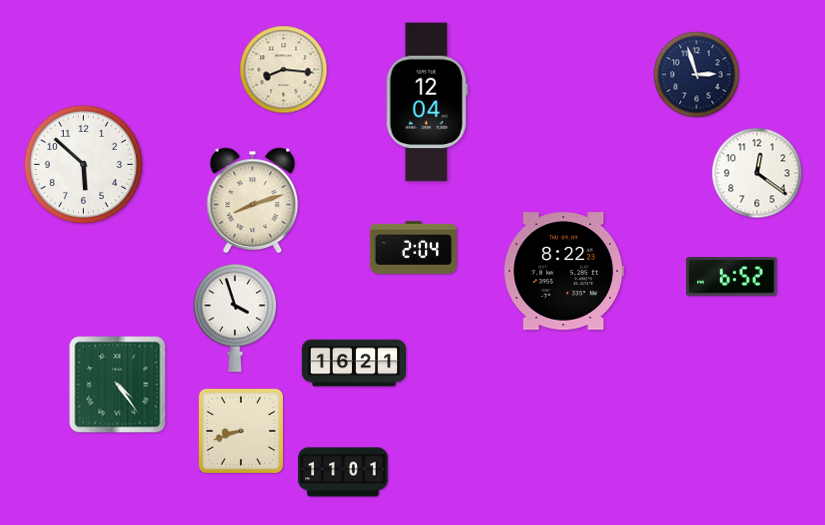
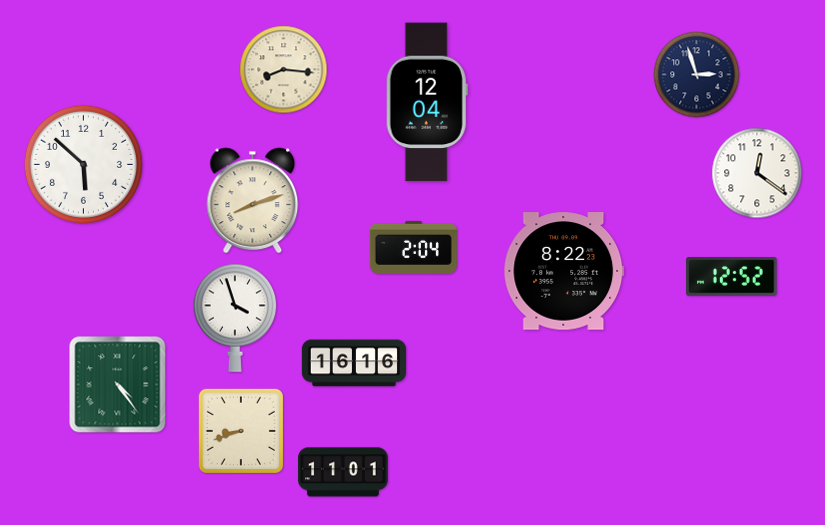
clock at (732, 277): 6:52 -> 12:52
clock at (353, 363): 16:21 -> 16:16
